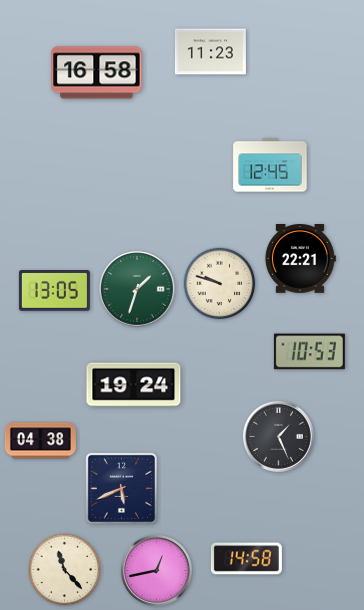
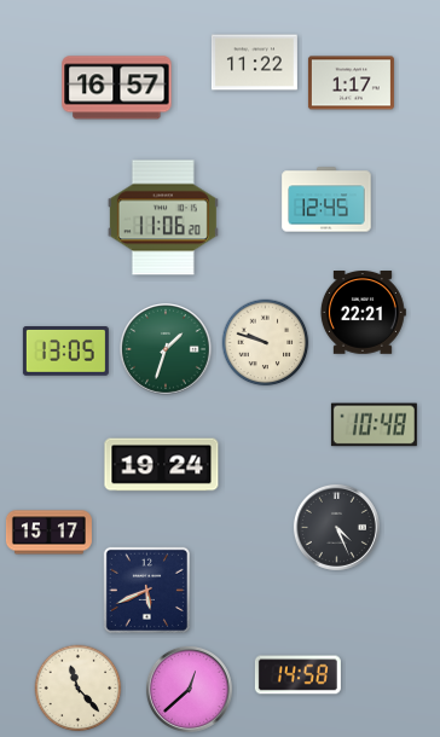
clock at (210, 52): 11:23 -> 11:22
clock at (351, 83): none -> 1:17
clock at (97, 73): 16:58 -> 16:57
clock at (163, 217): none -> 11:06
clock at (309, 352): 10:53 -> 10:48
clock at (278, 436): 1:26 -> 4:26
clock at (40, 441): 04:38 -> 15:17
clock at (156, 570): 12:43 -> 12:38
